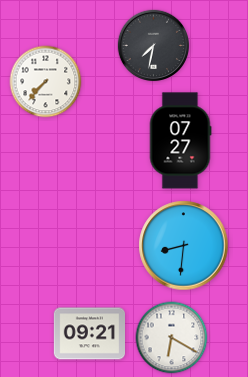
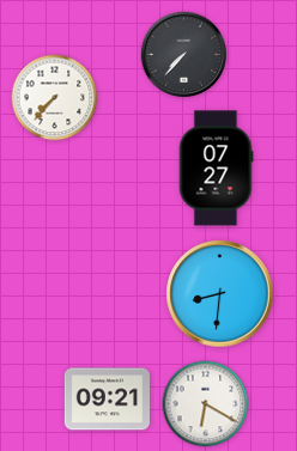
clock at (154, 46): 7:32 -> 7:37
